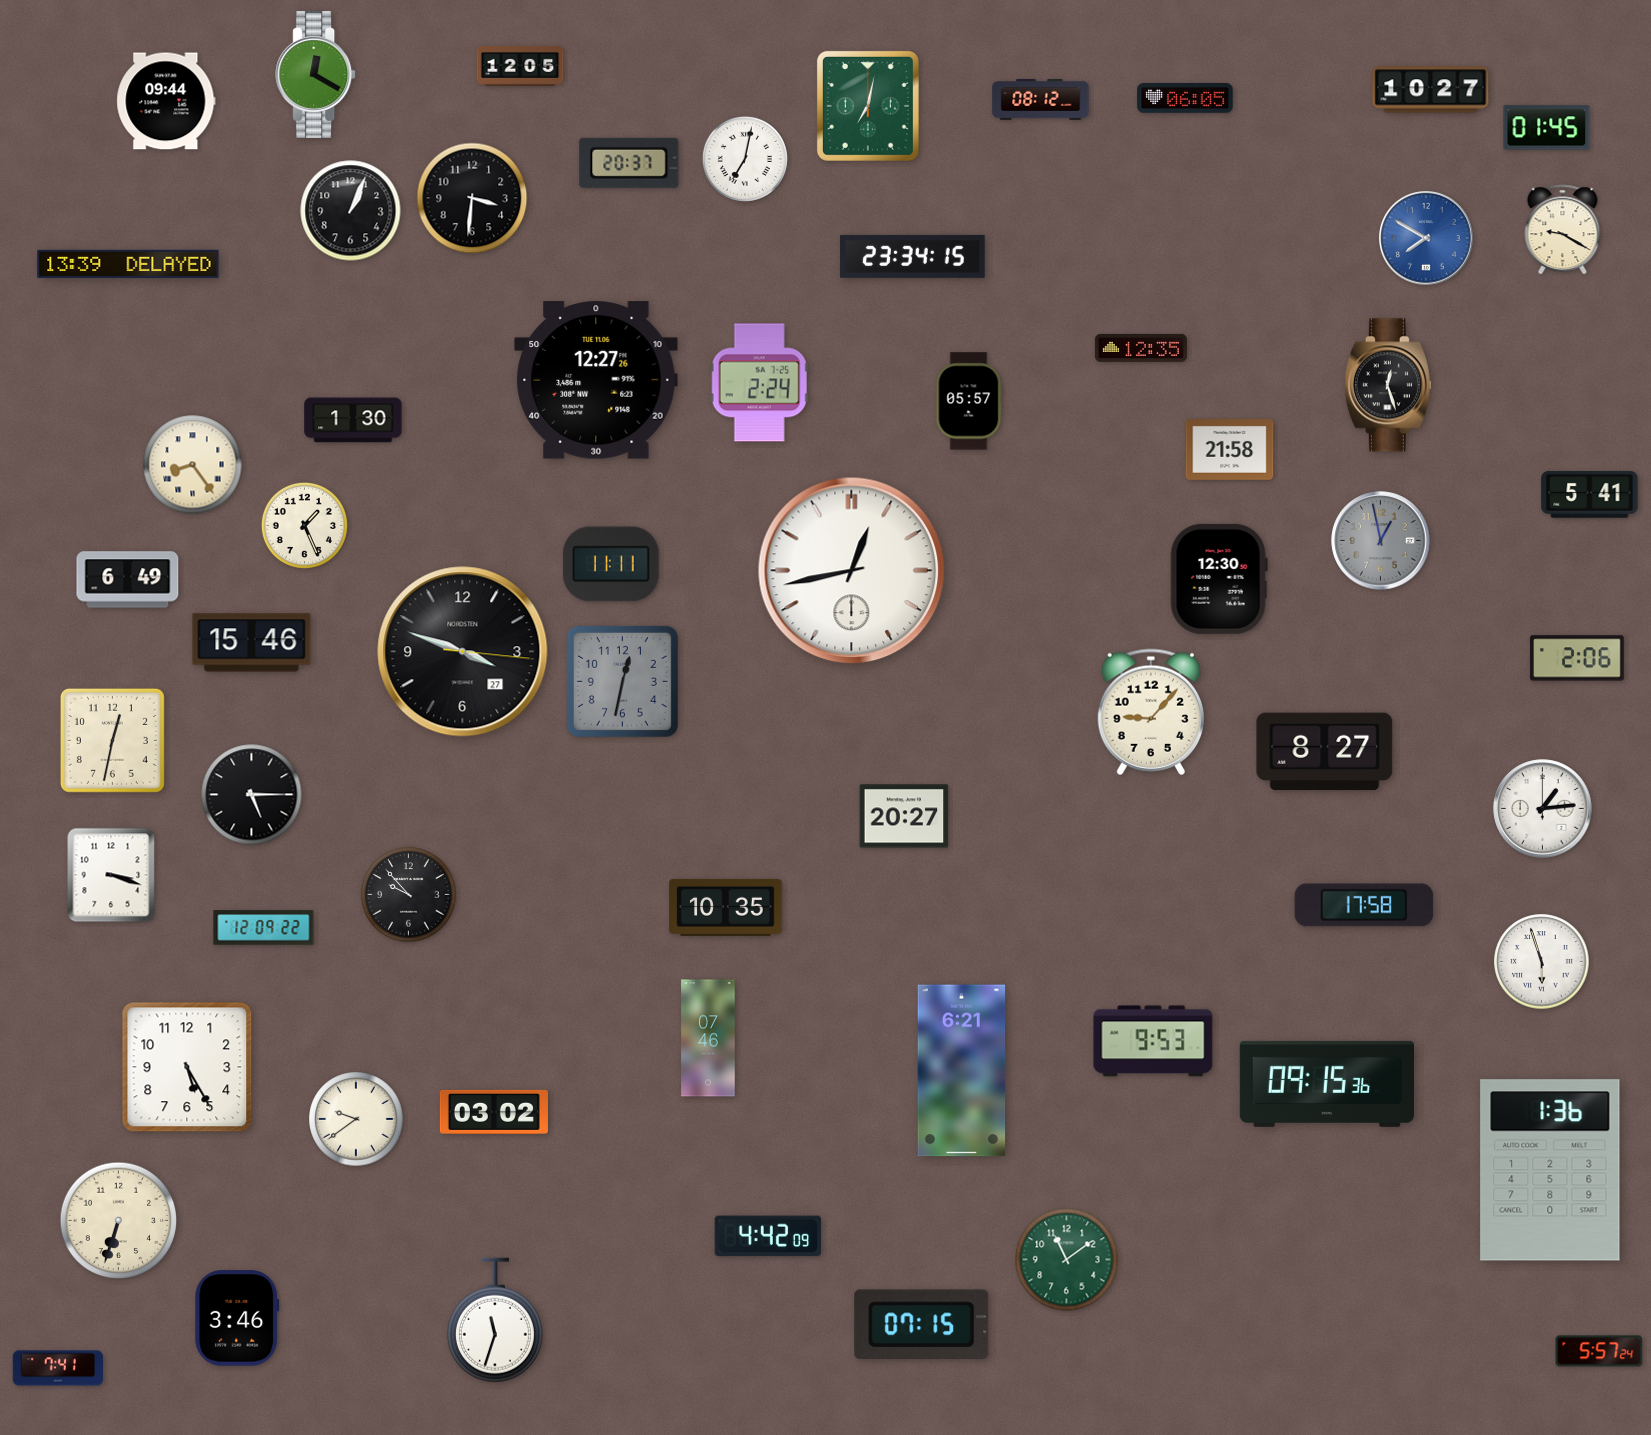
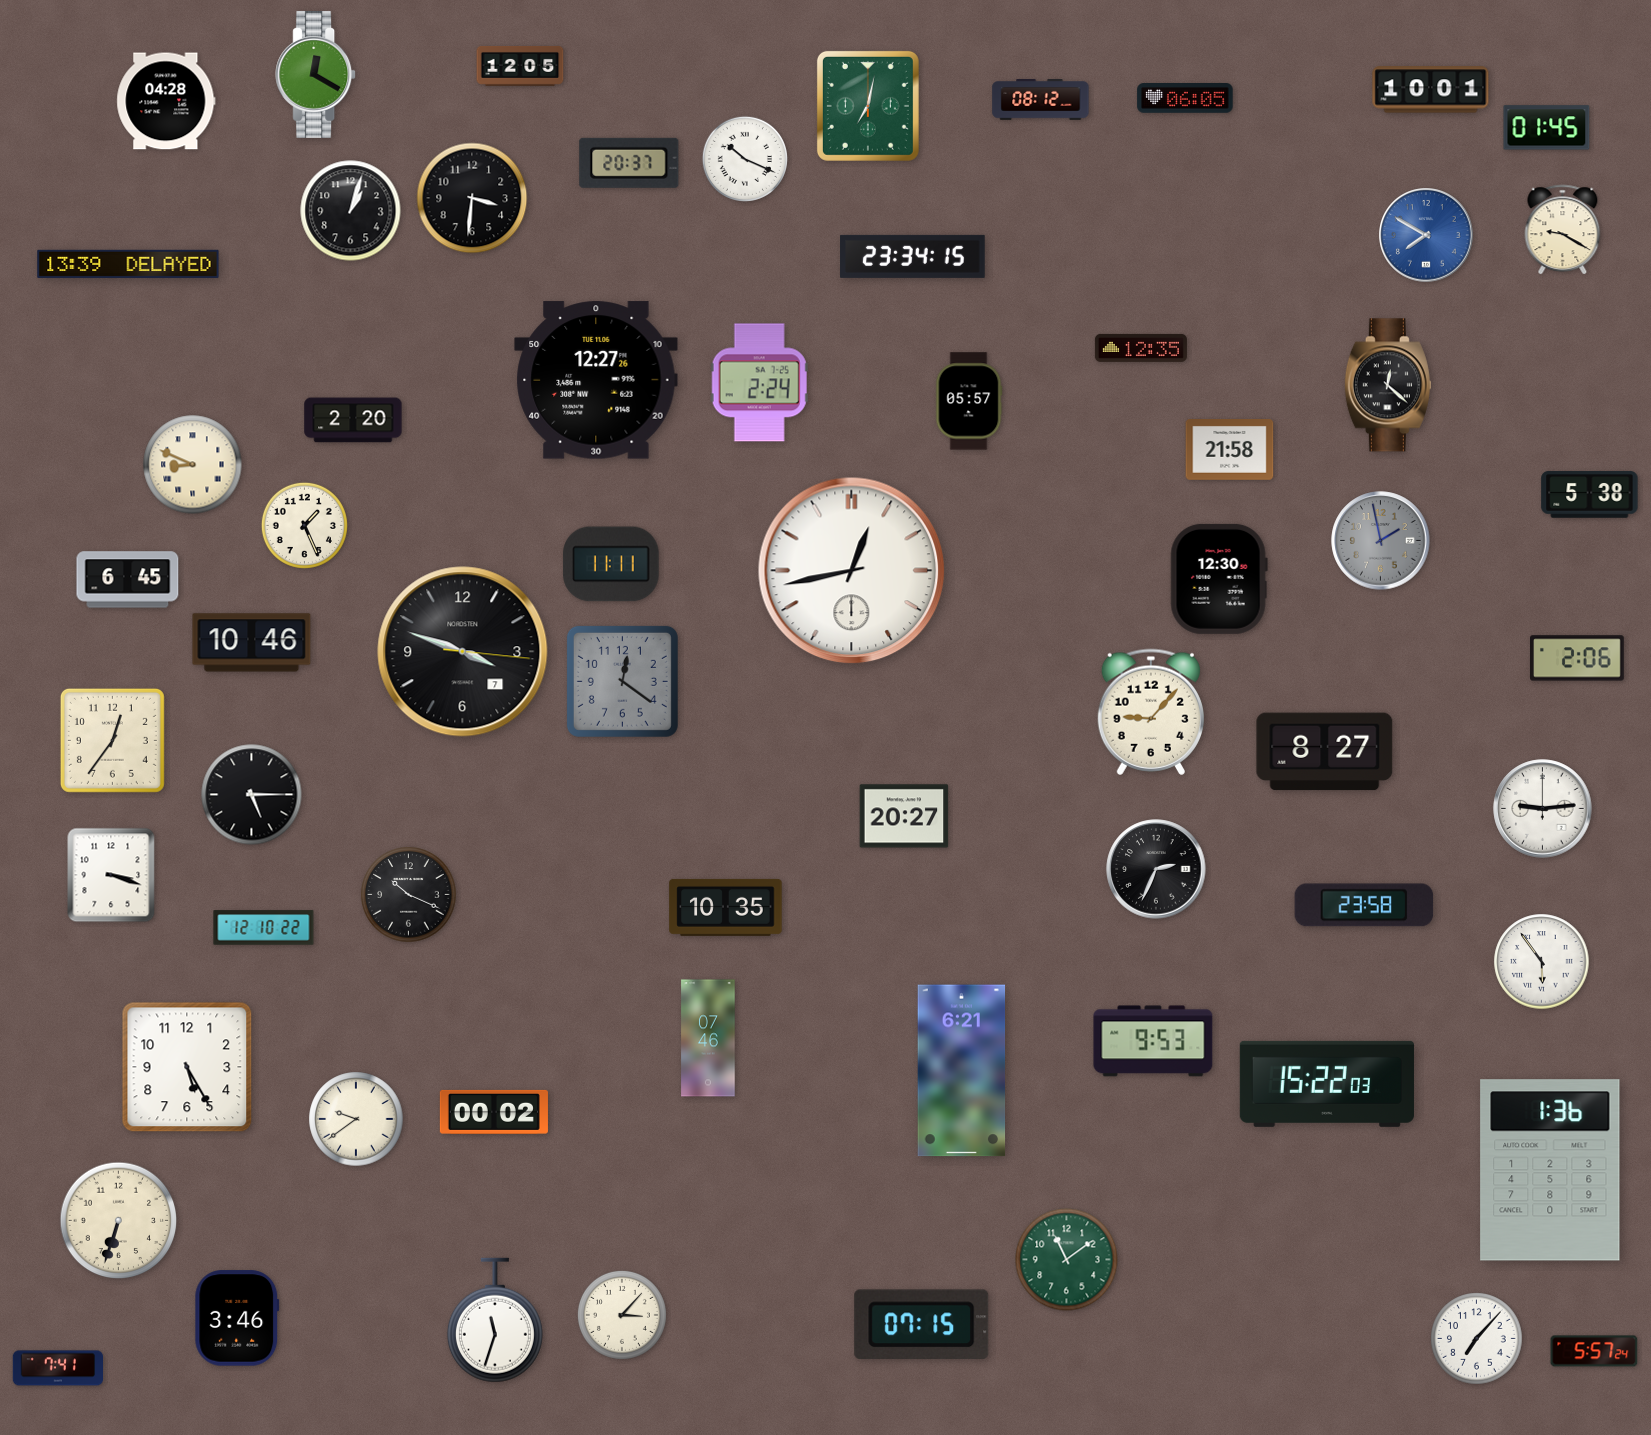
clock at (1431, 90): 10:27 -> 10:01
clock at (166, 101): 09:44 -> 04:28
clock at (745, 159): 7:02 -> 10:19
clock at (351, 211): 1:04 -> 1:03
clock at (1426, 238) position: (1426, 238) -> (1426, 235)
clock at (1388, 385): 12:27 -> 12:22
clock at (353, 420): 1:30 -> 2:20
clock at (193, 465): 8:24 -> 8:49
clock at (1590, 495): 5:41 -> 5:38
clock at (1381, 541): 12:58 -> 1:58
clock at (128, 580): 6:49 -> 6:45
clock at (252, 643): 15:46 -> 10:46
clock at (463, 652) date: 27 -> 7
clock at (622, 681): 12:32 -> 12:21
clock at (112, 740): 12:32 -> 12:36
clock at (1543, 809): 1:14 -> 9:14
clock at (1156, 869): none -> 2:34
clock at (409, 895): 9:53 -> 10:19
clock at (1364, 905): 17:58 -> 23:58
clock at (264, 928): 12:09 -> 12:10
clock at (1542, 962): 5:57 -> 5:54
clock at (1327, 1084): 09:15 -> 15:22
clock at (494, 1112): 03:02 -> 00:02
clock at (767, 1236): 4:42 -> none
clock at (622, 1315): none -> 3:07
clock at (1477, 1339): none -> 7:07
clock at (1599, 1351) position: (1599, 1351) -> (1594, 1351)
